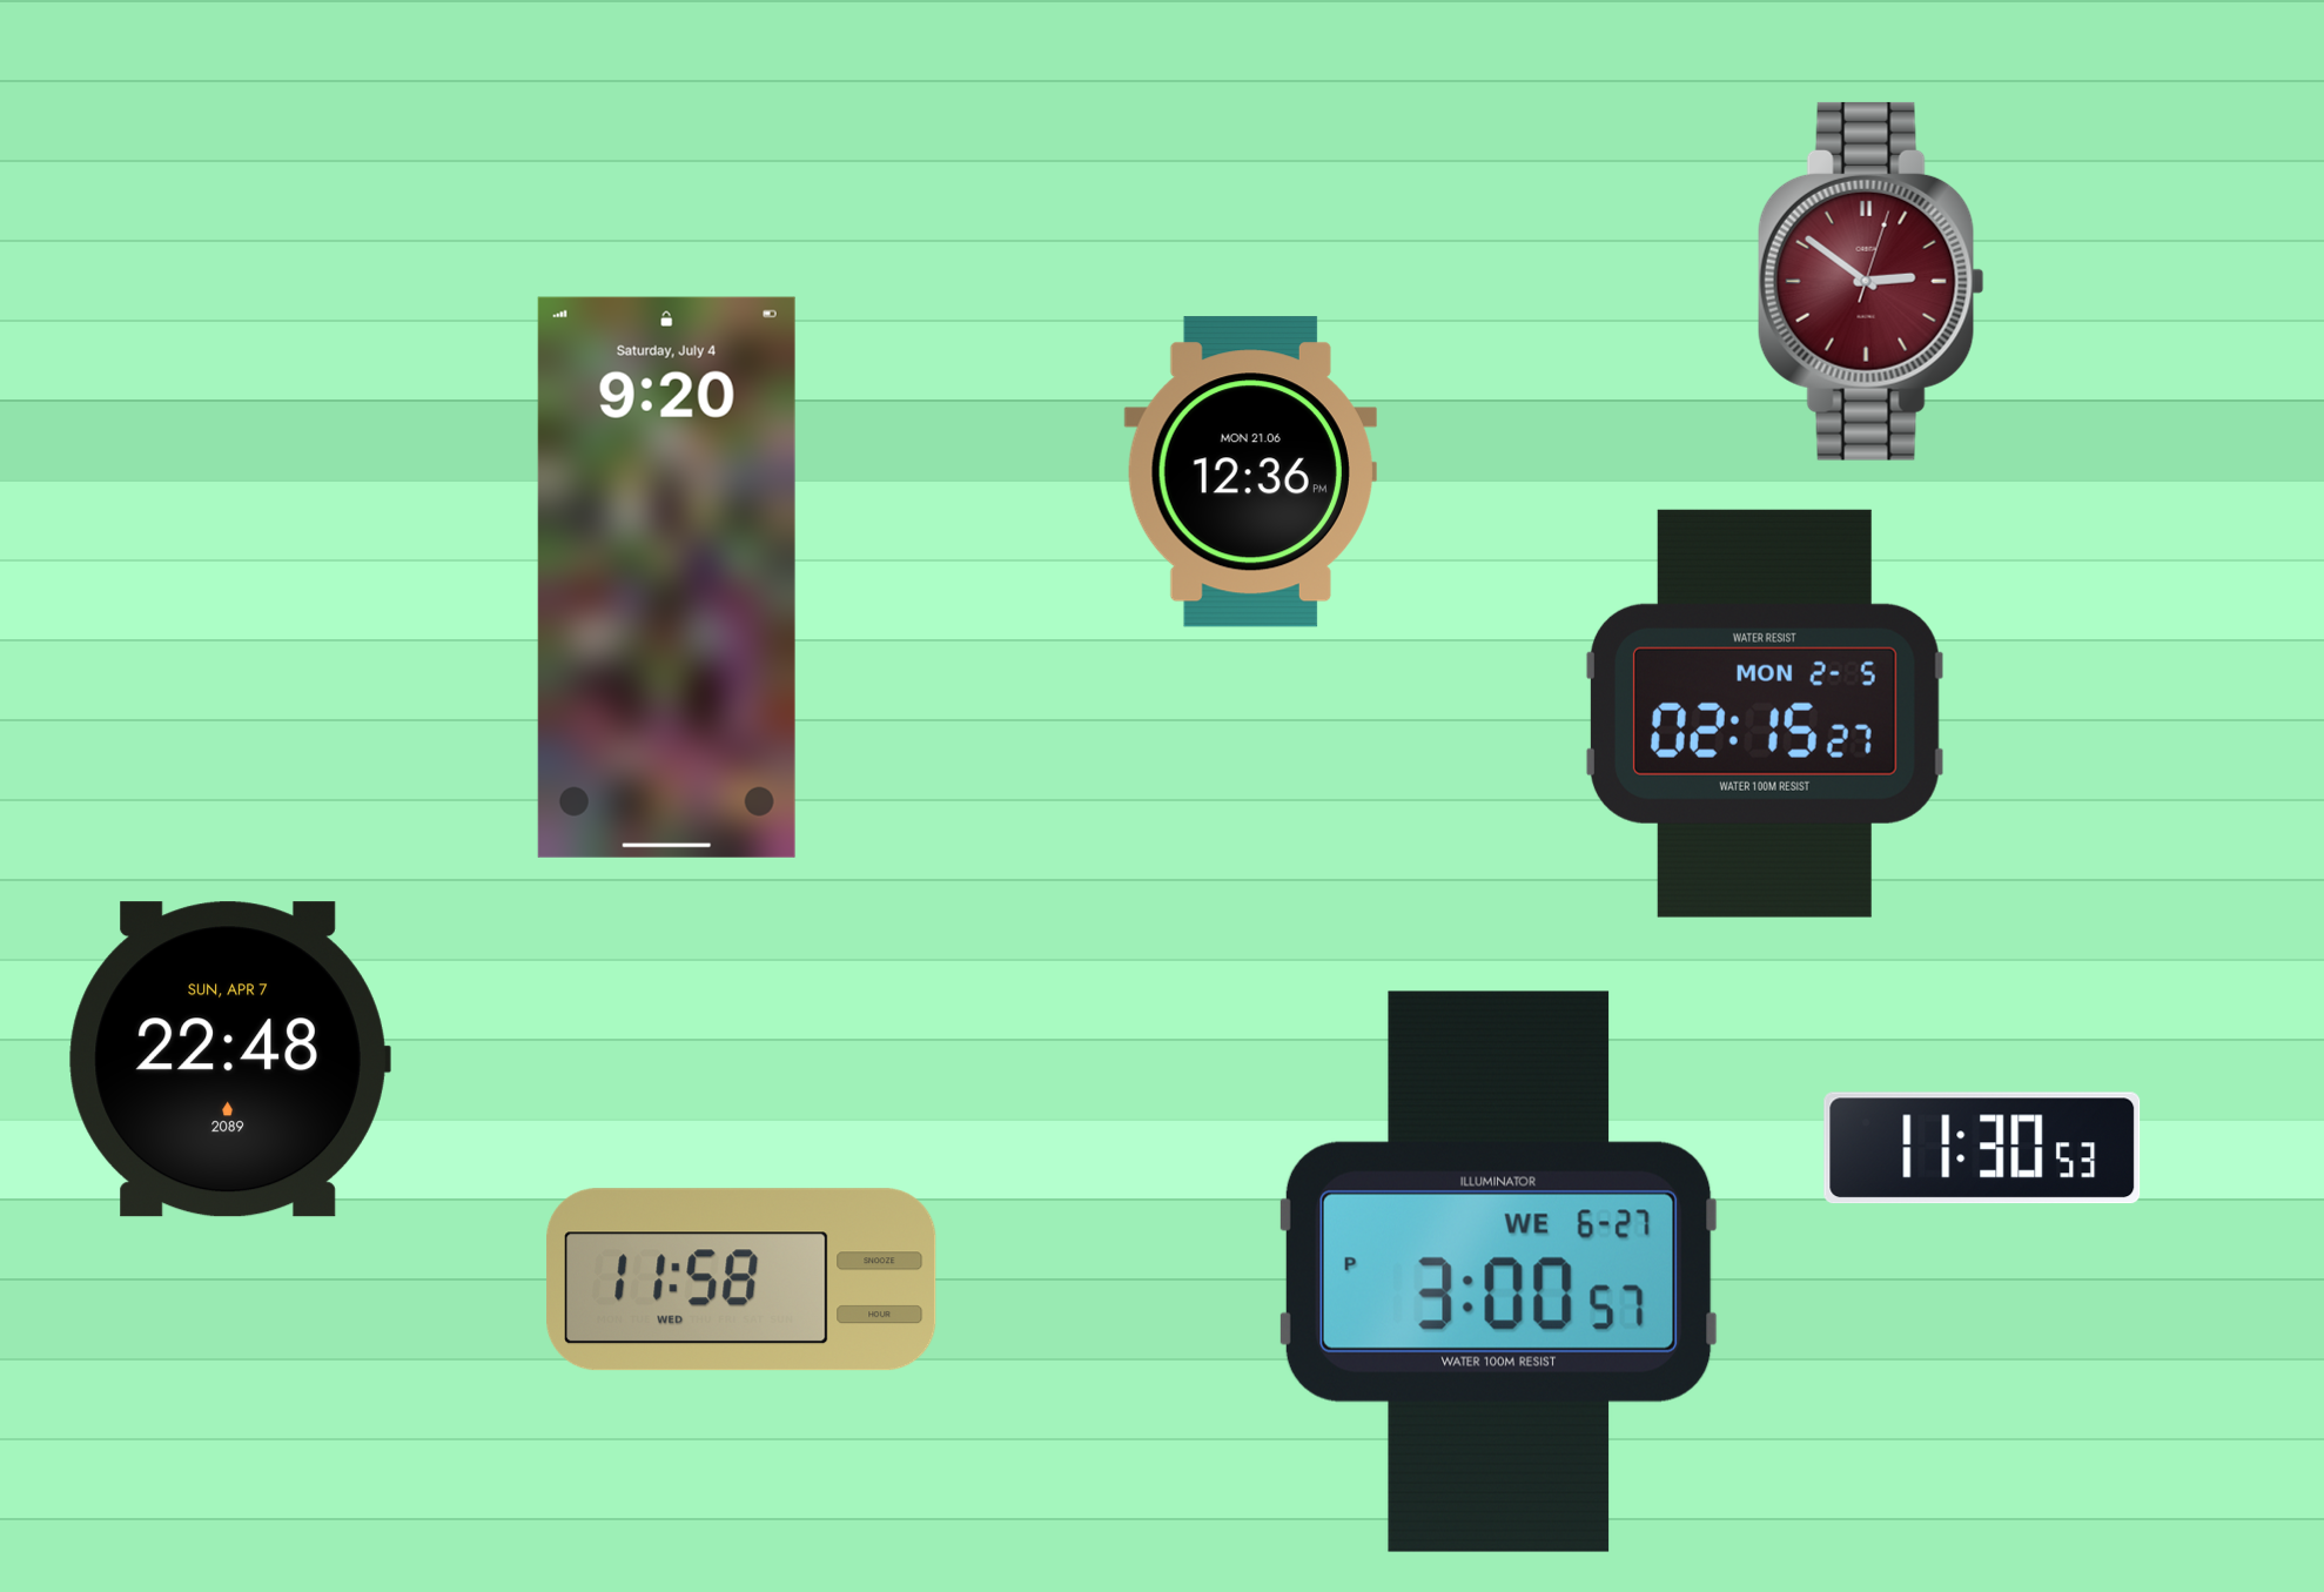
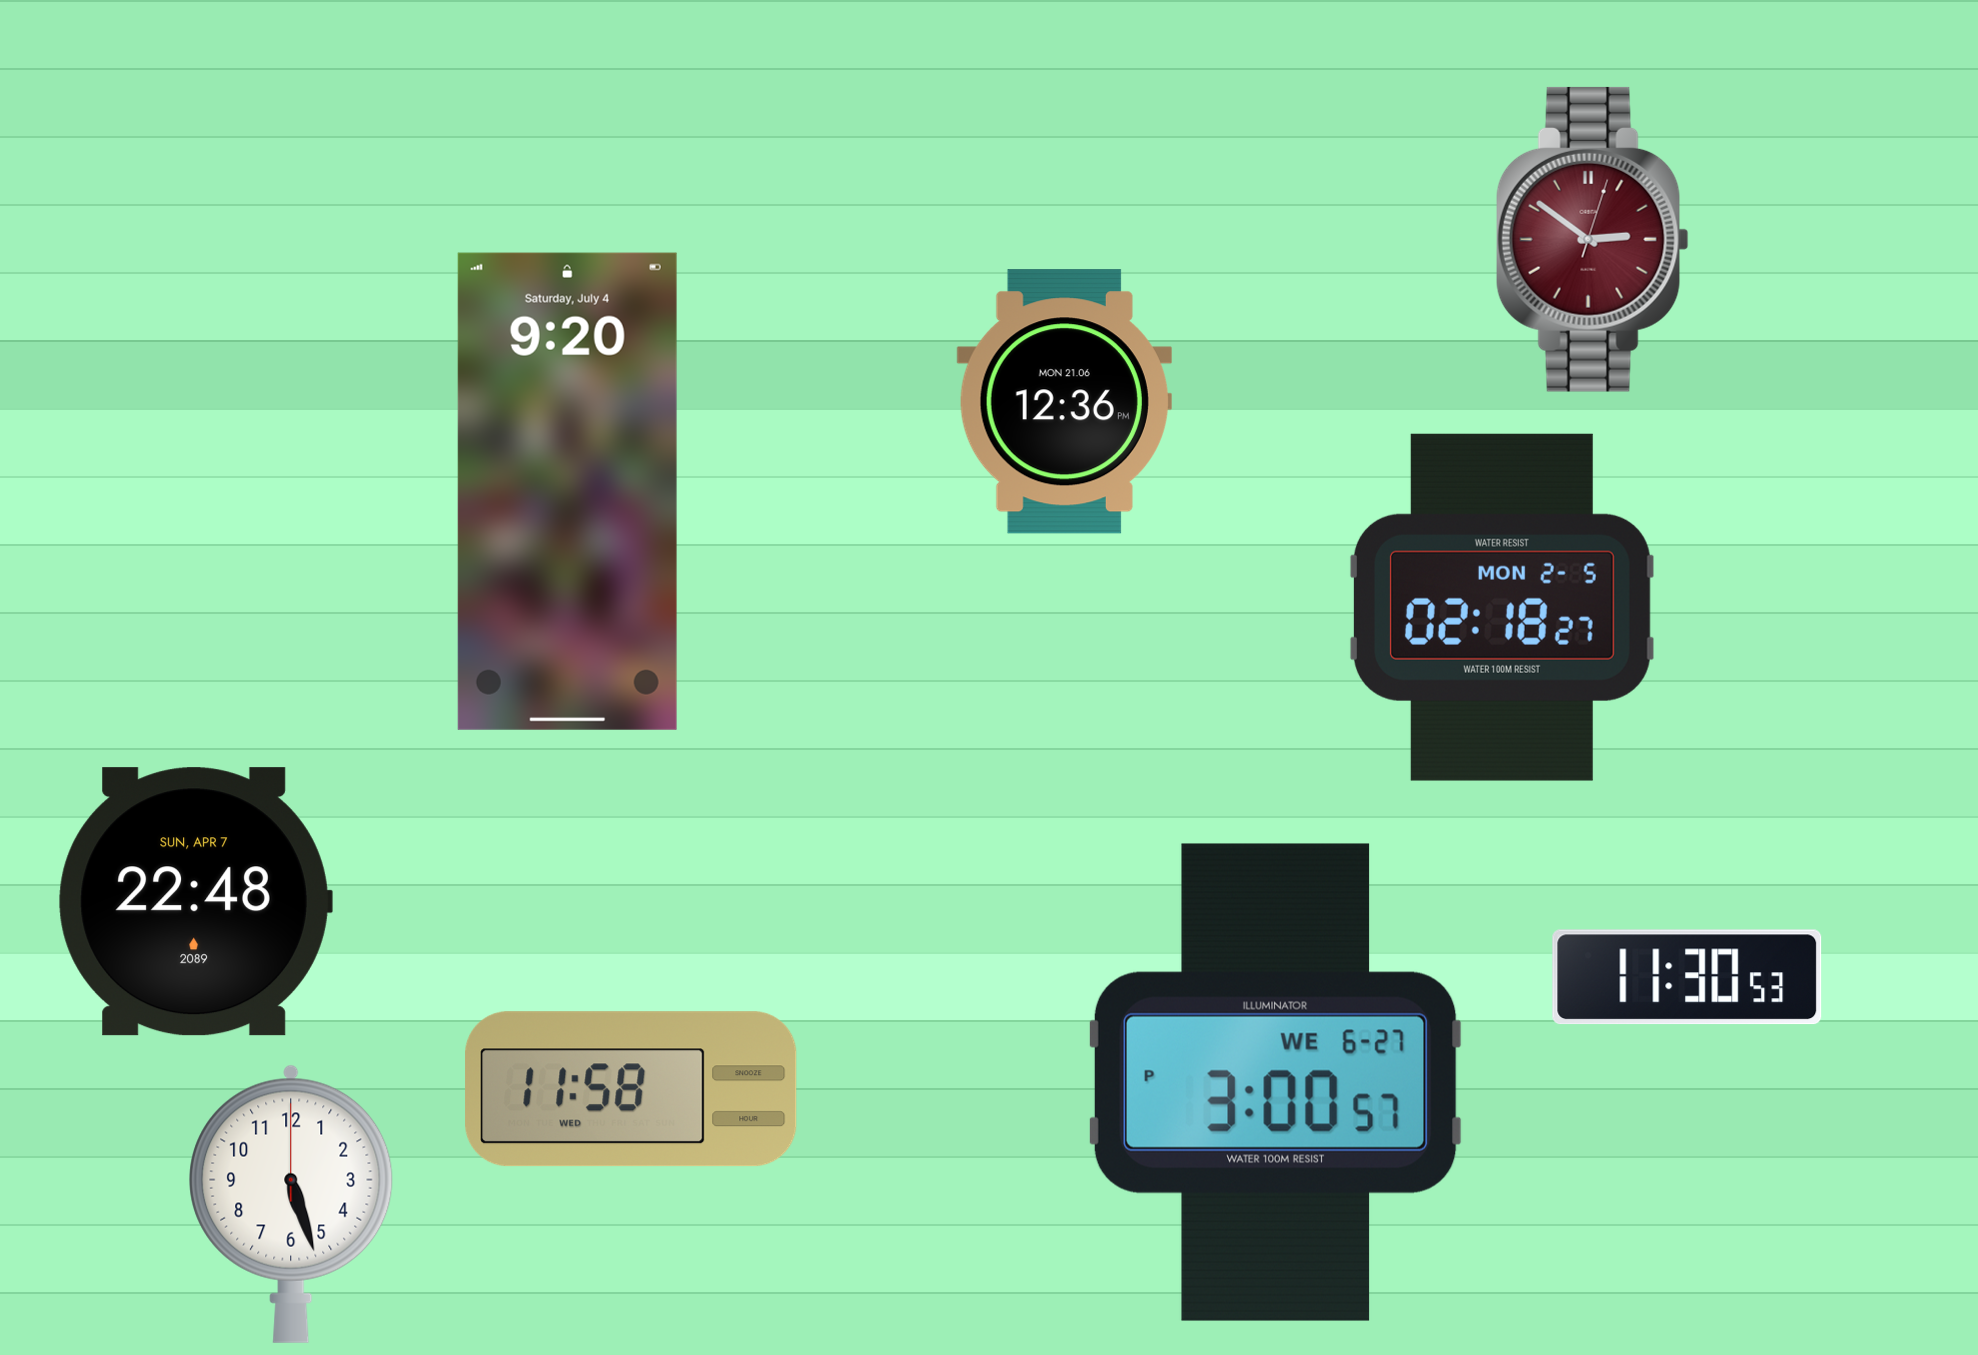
clock at (1765, 713): 02:15 -> 02:18
clock at (291, 1204): none -> 5:27
